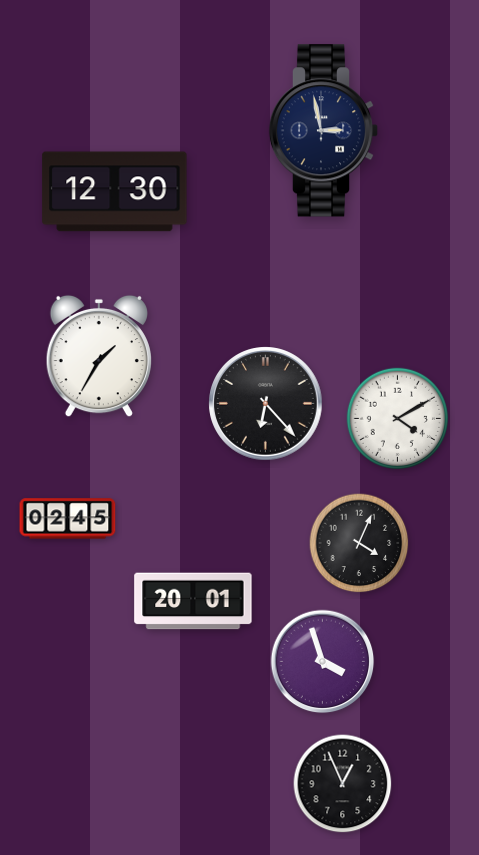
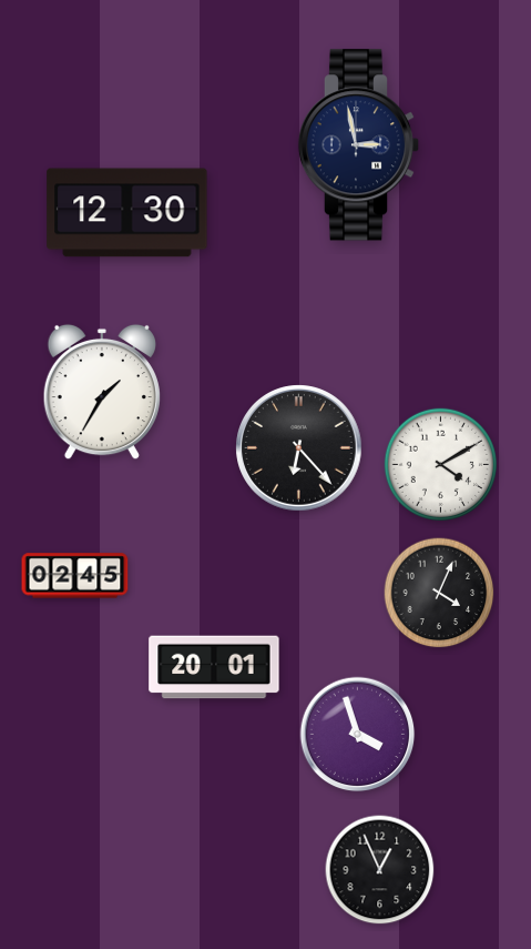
clock at (99, 356) position: (99, 356) -> (102, 392)
clock at (266, 404) position: (266, 404) -> (299, 448)
clock at (359, 543) position: (359, 543) -> (439, 593)
